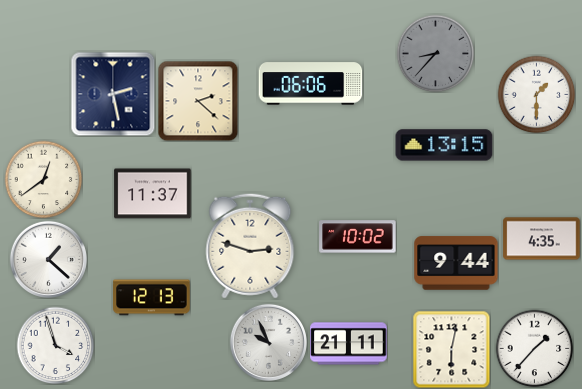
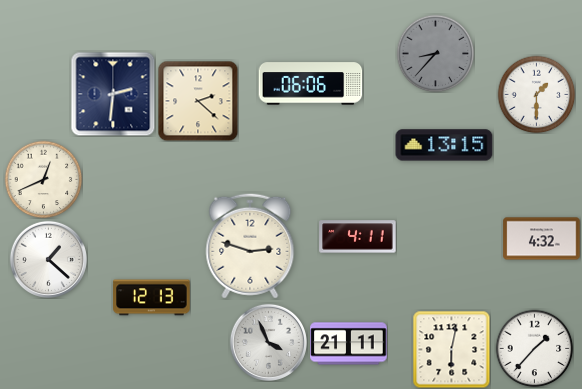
clock at (113, 94): 2:28 -> 2:31
clock at (43, 179): 12:39 -> 12:41
clock at (153, 194): 11:37 -> none
clock at (358, 237): 10:02 -> 4:11
clock at (542, 239): 4:35 -> 4:32
clock at (456, 263): 9:44 -> none
clock at (268, 342): 9:56 -> 3:56
clock at (55, 345): 3:57 -> none
